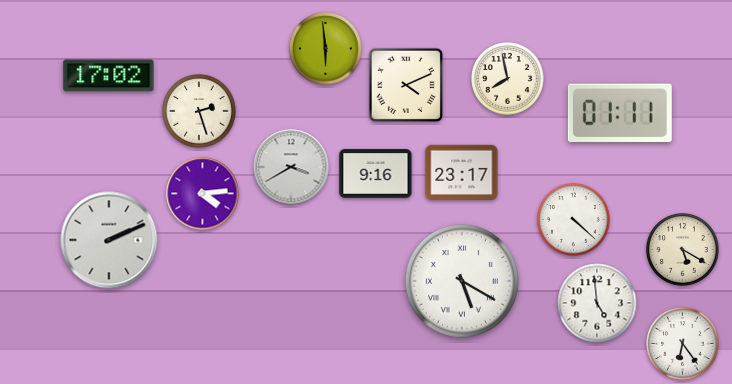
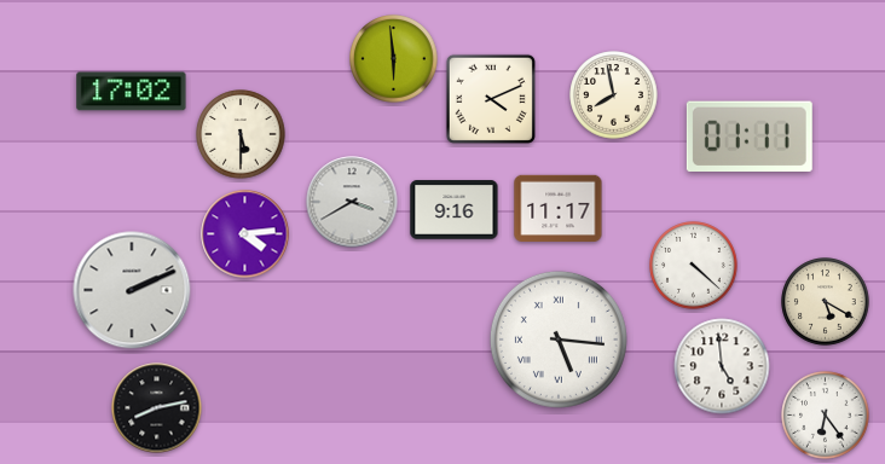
clock at (406, 85) position: (406, 85) -> (491, 99)
clock at (199, 111): 2:27 -> 5:30
clock at (462, 173): 23:17 -> 11:17
clock at (462, 281): 5:20 -> 5:16
clock at (157, 408): none -> 8:13
